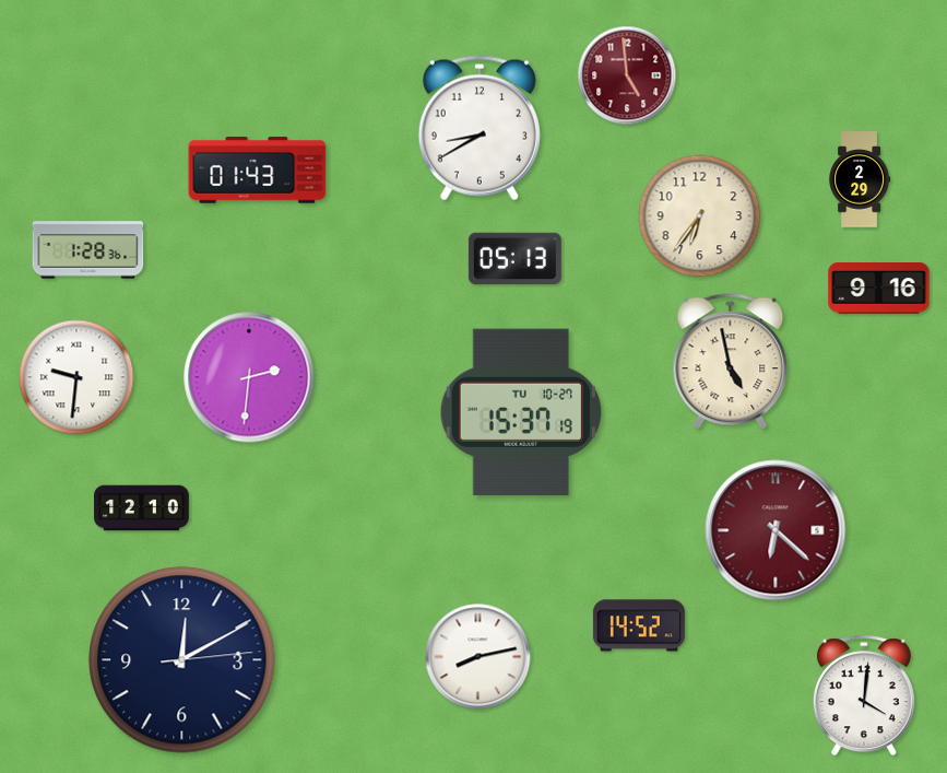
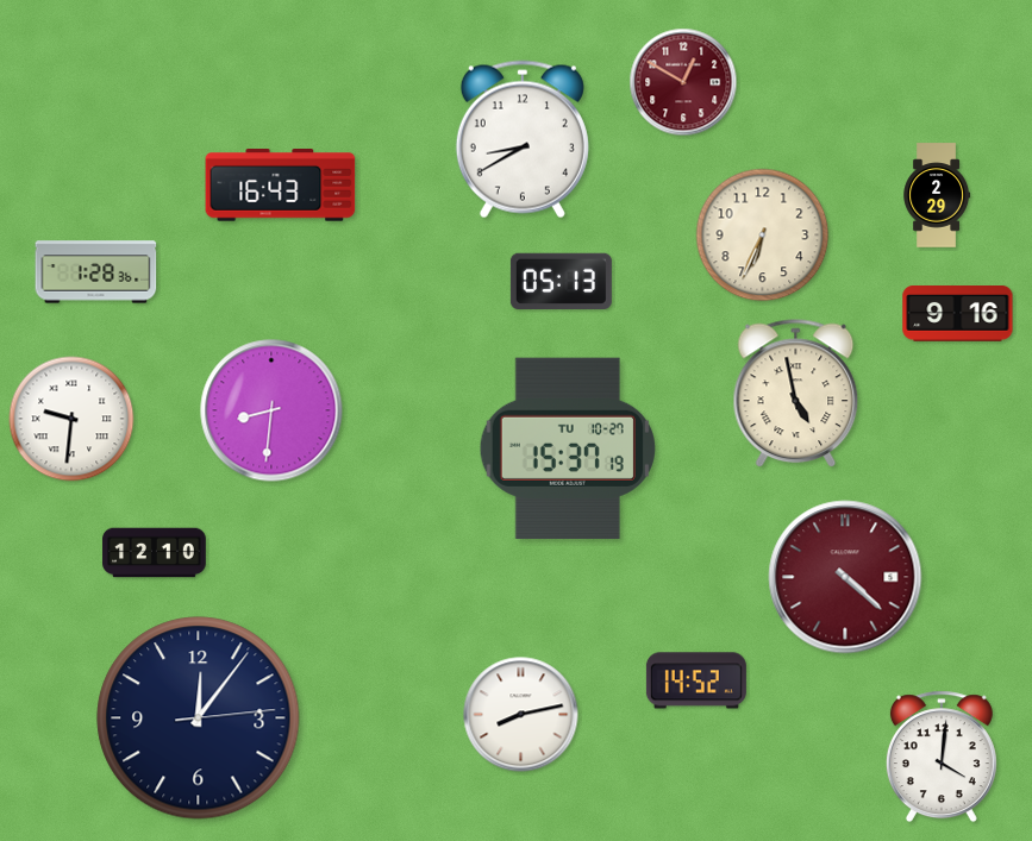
clock at (627, 75): 4:59 -> 12:50
clock at (258, 171): 01:43 -> 16:43
clock at (700, 216): 6:36 -> 6:34
clock at (76, 377) position: (76, 377) -> (71, 419)
clock at (249, 377): 2:31 -> 8:31
clock at (776, 530): 6:22 -> 4:22
clock at (182, 660): 12:10 -> 12:06
